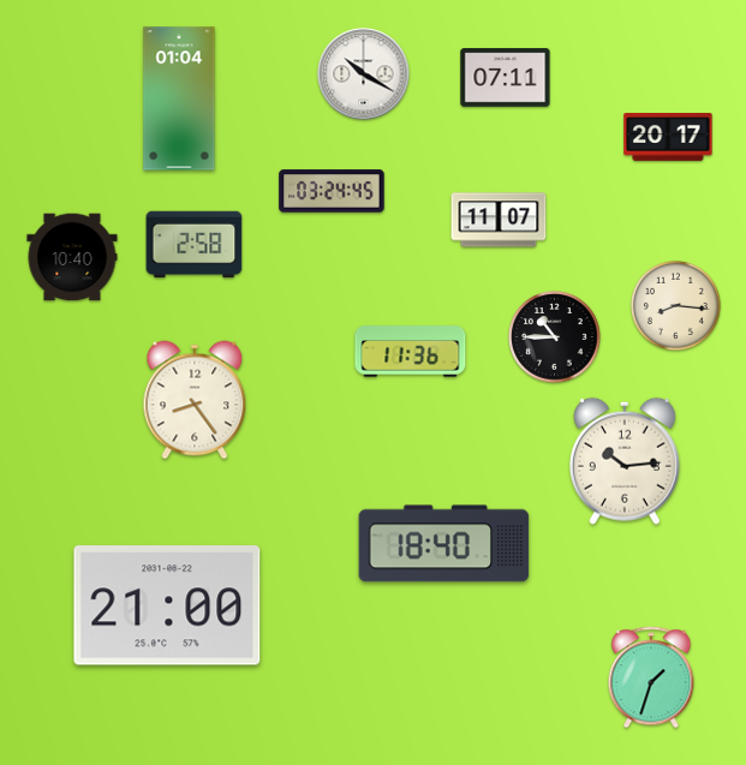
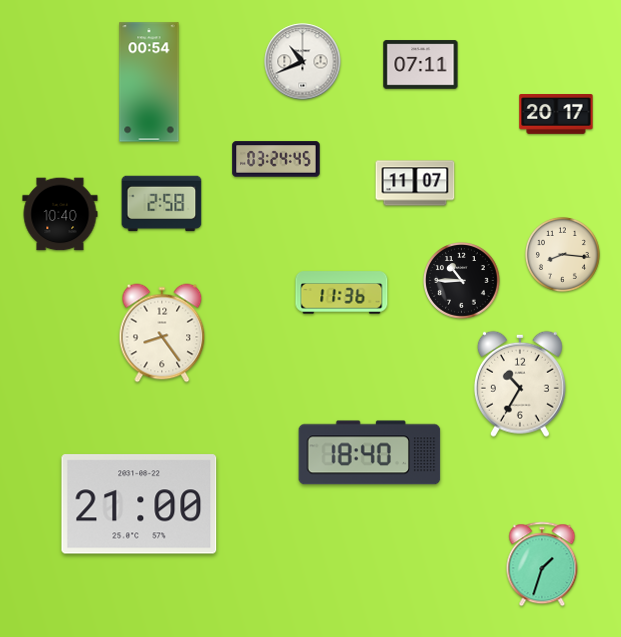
clock at (364, 74): 10:20 -> 10:41
clock at (179, 98): 01:04 -> 00:54
clock at (625, 461): 10:14 -> 10:35
